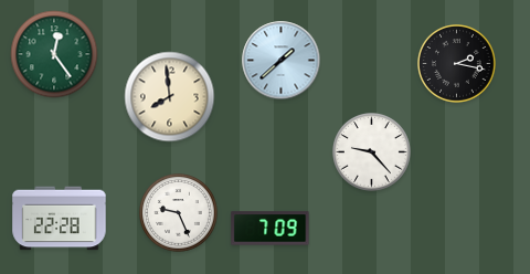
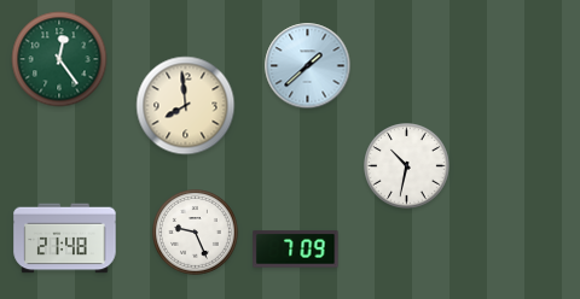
clock at (457, 64): 2:17 -> none
clock at (372, 152): 9:23 -> 10:32
clock at (60, 219): 22:28 -> 21:48
